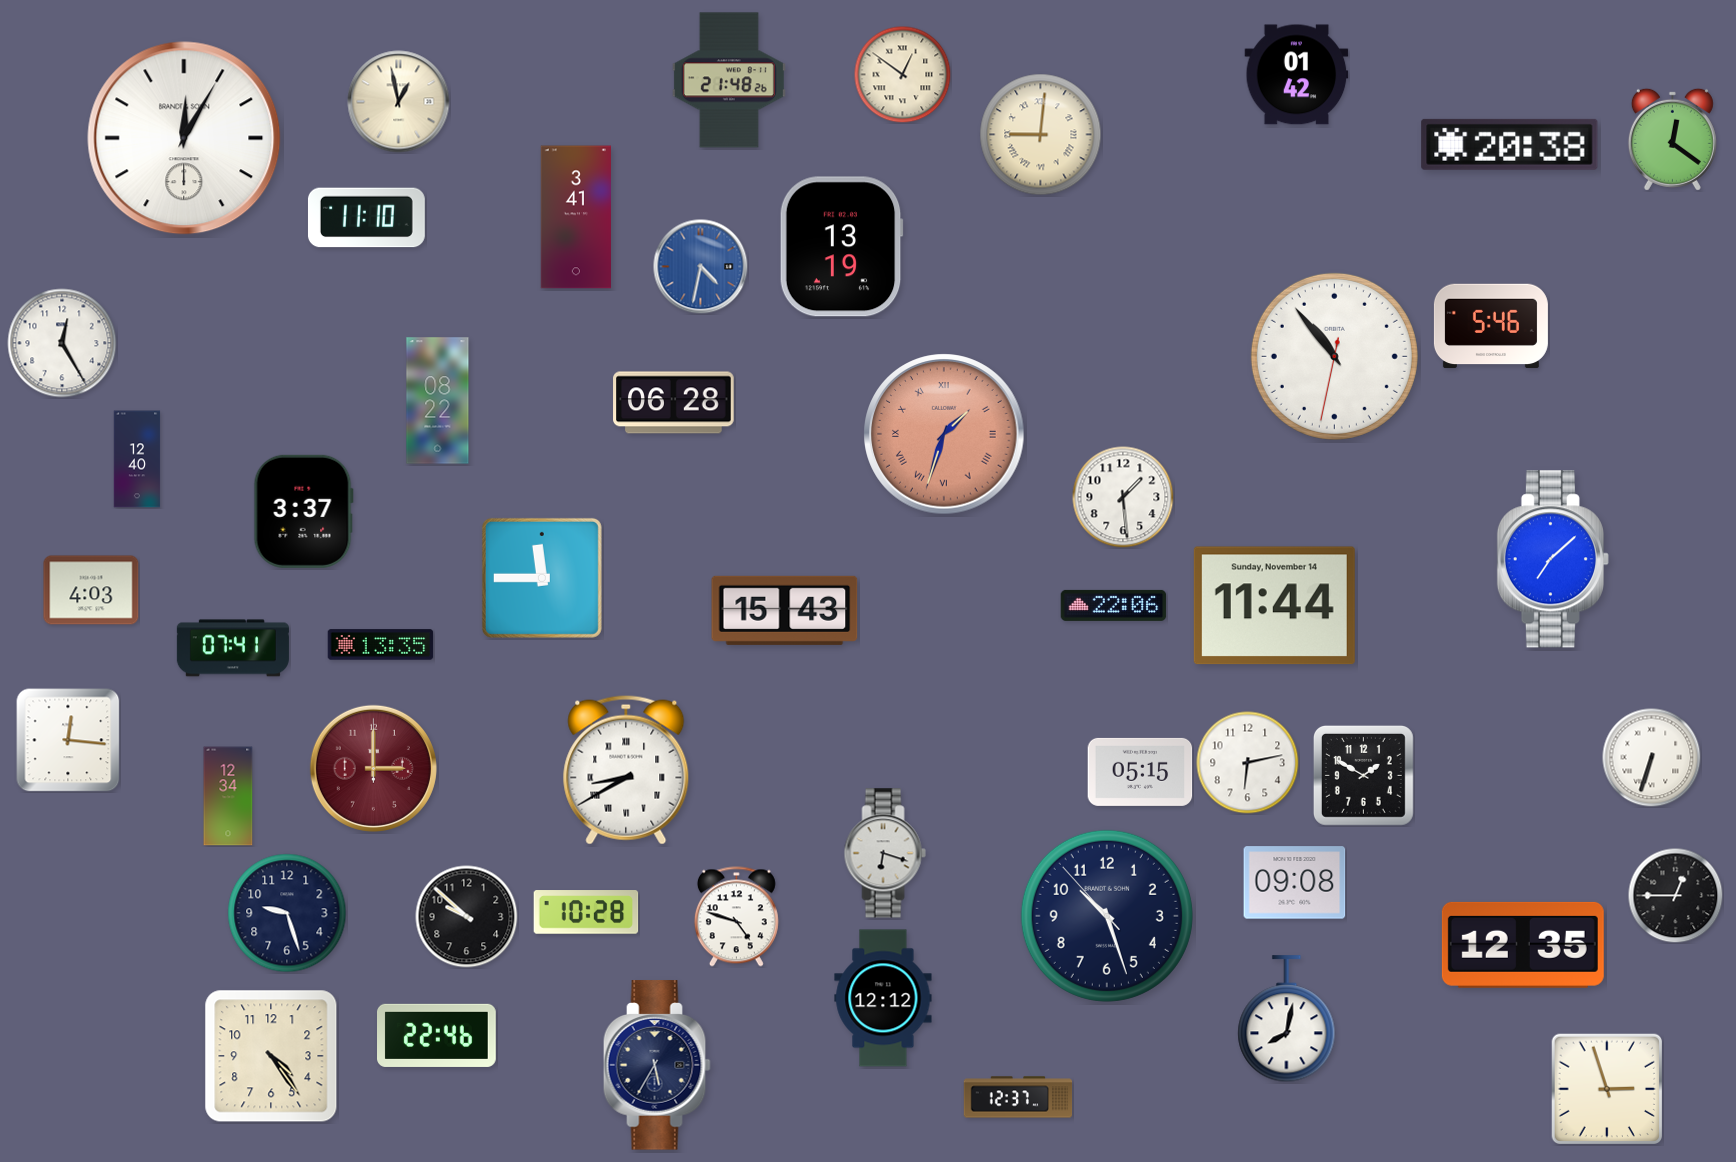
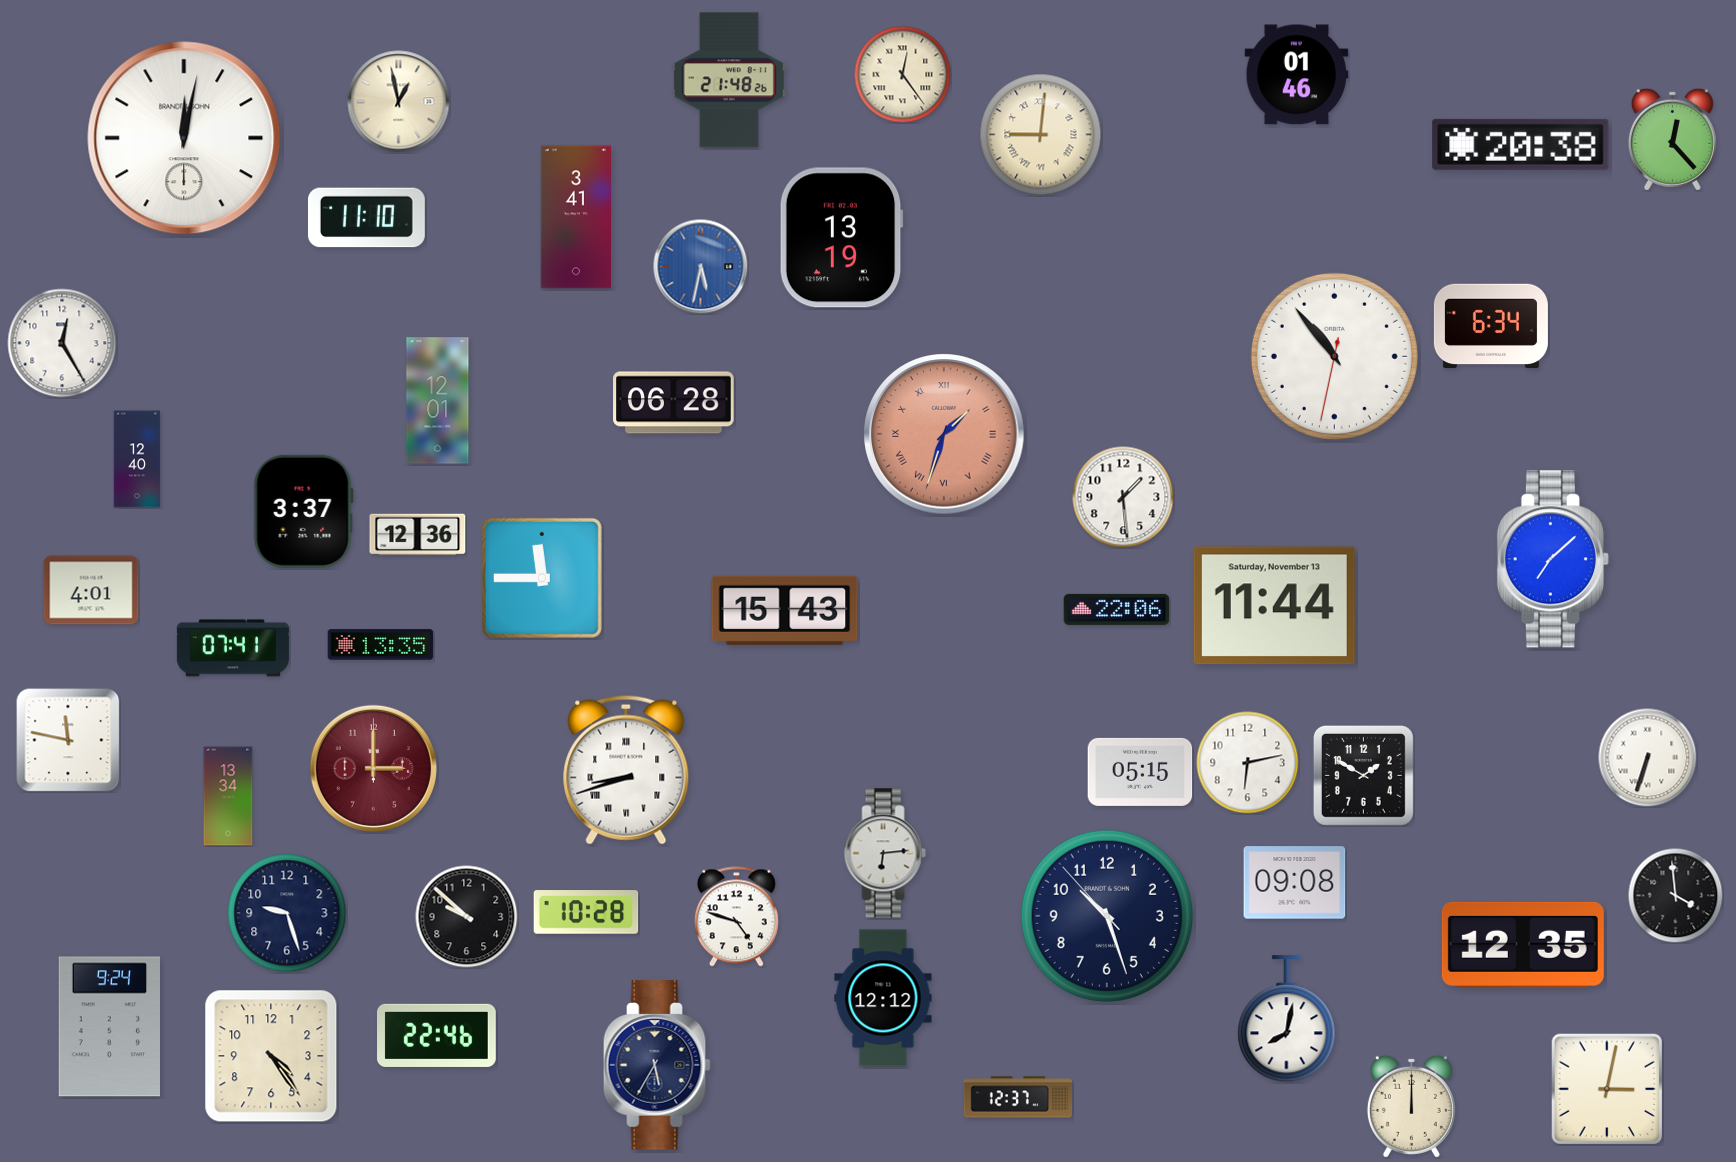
clock at (902, 74): 12:51 -> 12:24
clock at (1297, 75): 01:42 -> 01:46
clock at (184, 138): 12:05 -> 12:02
clock at (1672, 139): 12:21 -> 12:23
clock at (1510, 144) position: (1510, 144) -> (1521, 144)
clock at (841, 247) position: (841, 247) -> (841, 238)
clock at (700, 266): 4:32 -> 5:32
clock at (1491, 326): 5:46 -> 6:34
clock at (438, 401): 08:22 -> 12:01
clock at (418, 535): none -> 12:36
clock at (91, 590): 4:03 -> 4:01
clock at (1114, 605) position: (1114, 605) -> (1117, 609)
clock at (1274, 606) date: Sunday, November 14 -> Saturday, November 13
clock at (68, 740): 12:16 -> 11:47
clock at (1652, 758) position: (1652, 758) -> (1648, 758)
clock at (626, 770): 8:40 -> 8:42
clock at (228, 796): 12:34 -> 13:34
clock at (885, 853): 6:18 -> 6:14
clock at (1675, 895): 12:45 -> 3:59
clock at (109, 1027): none -> 9:24
clock at (1607, 1089): 2:57 -> 3:02
clock at (1411, 1106): none -> 12:00
